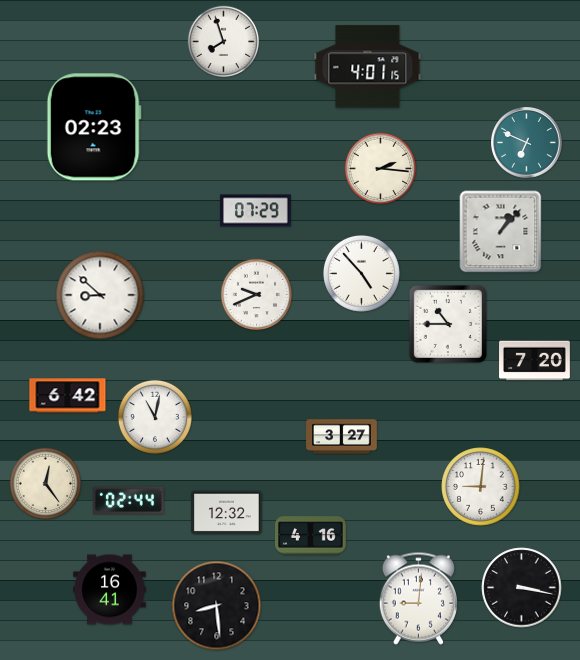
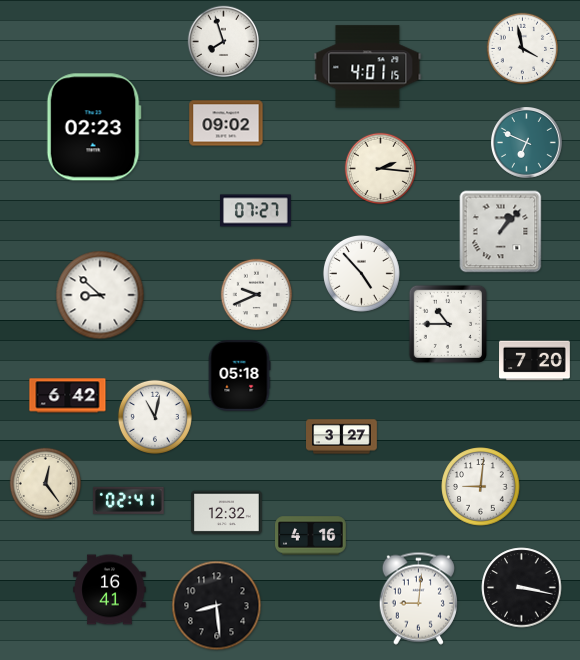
clock at (523, 49): none -> 3:58
clock at (226, 123): none -> 09:02
clock at (256, 211): 07:29 -> 07:27
clock at (239, 376): none -> 05:18
clock at (128, 500): 02:44 -> 02:41
